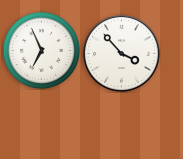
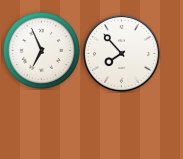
clock at (122, 54): 3:53 -> 7:53
